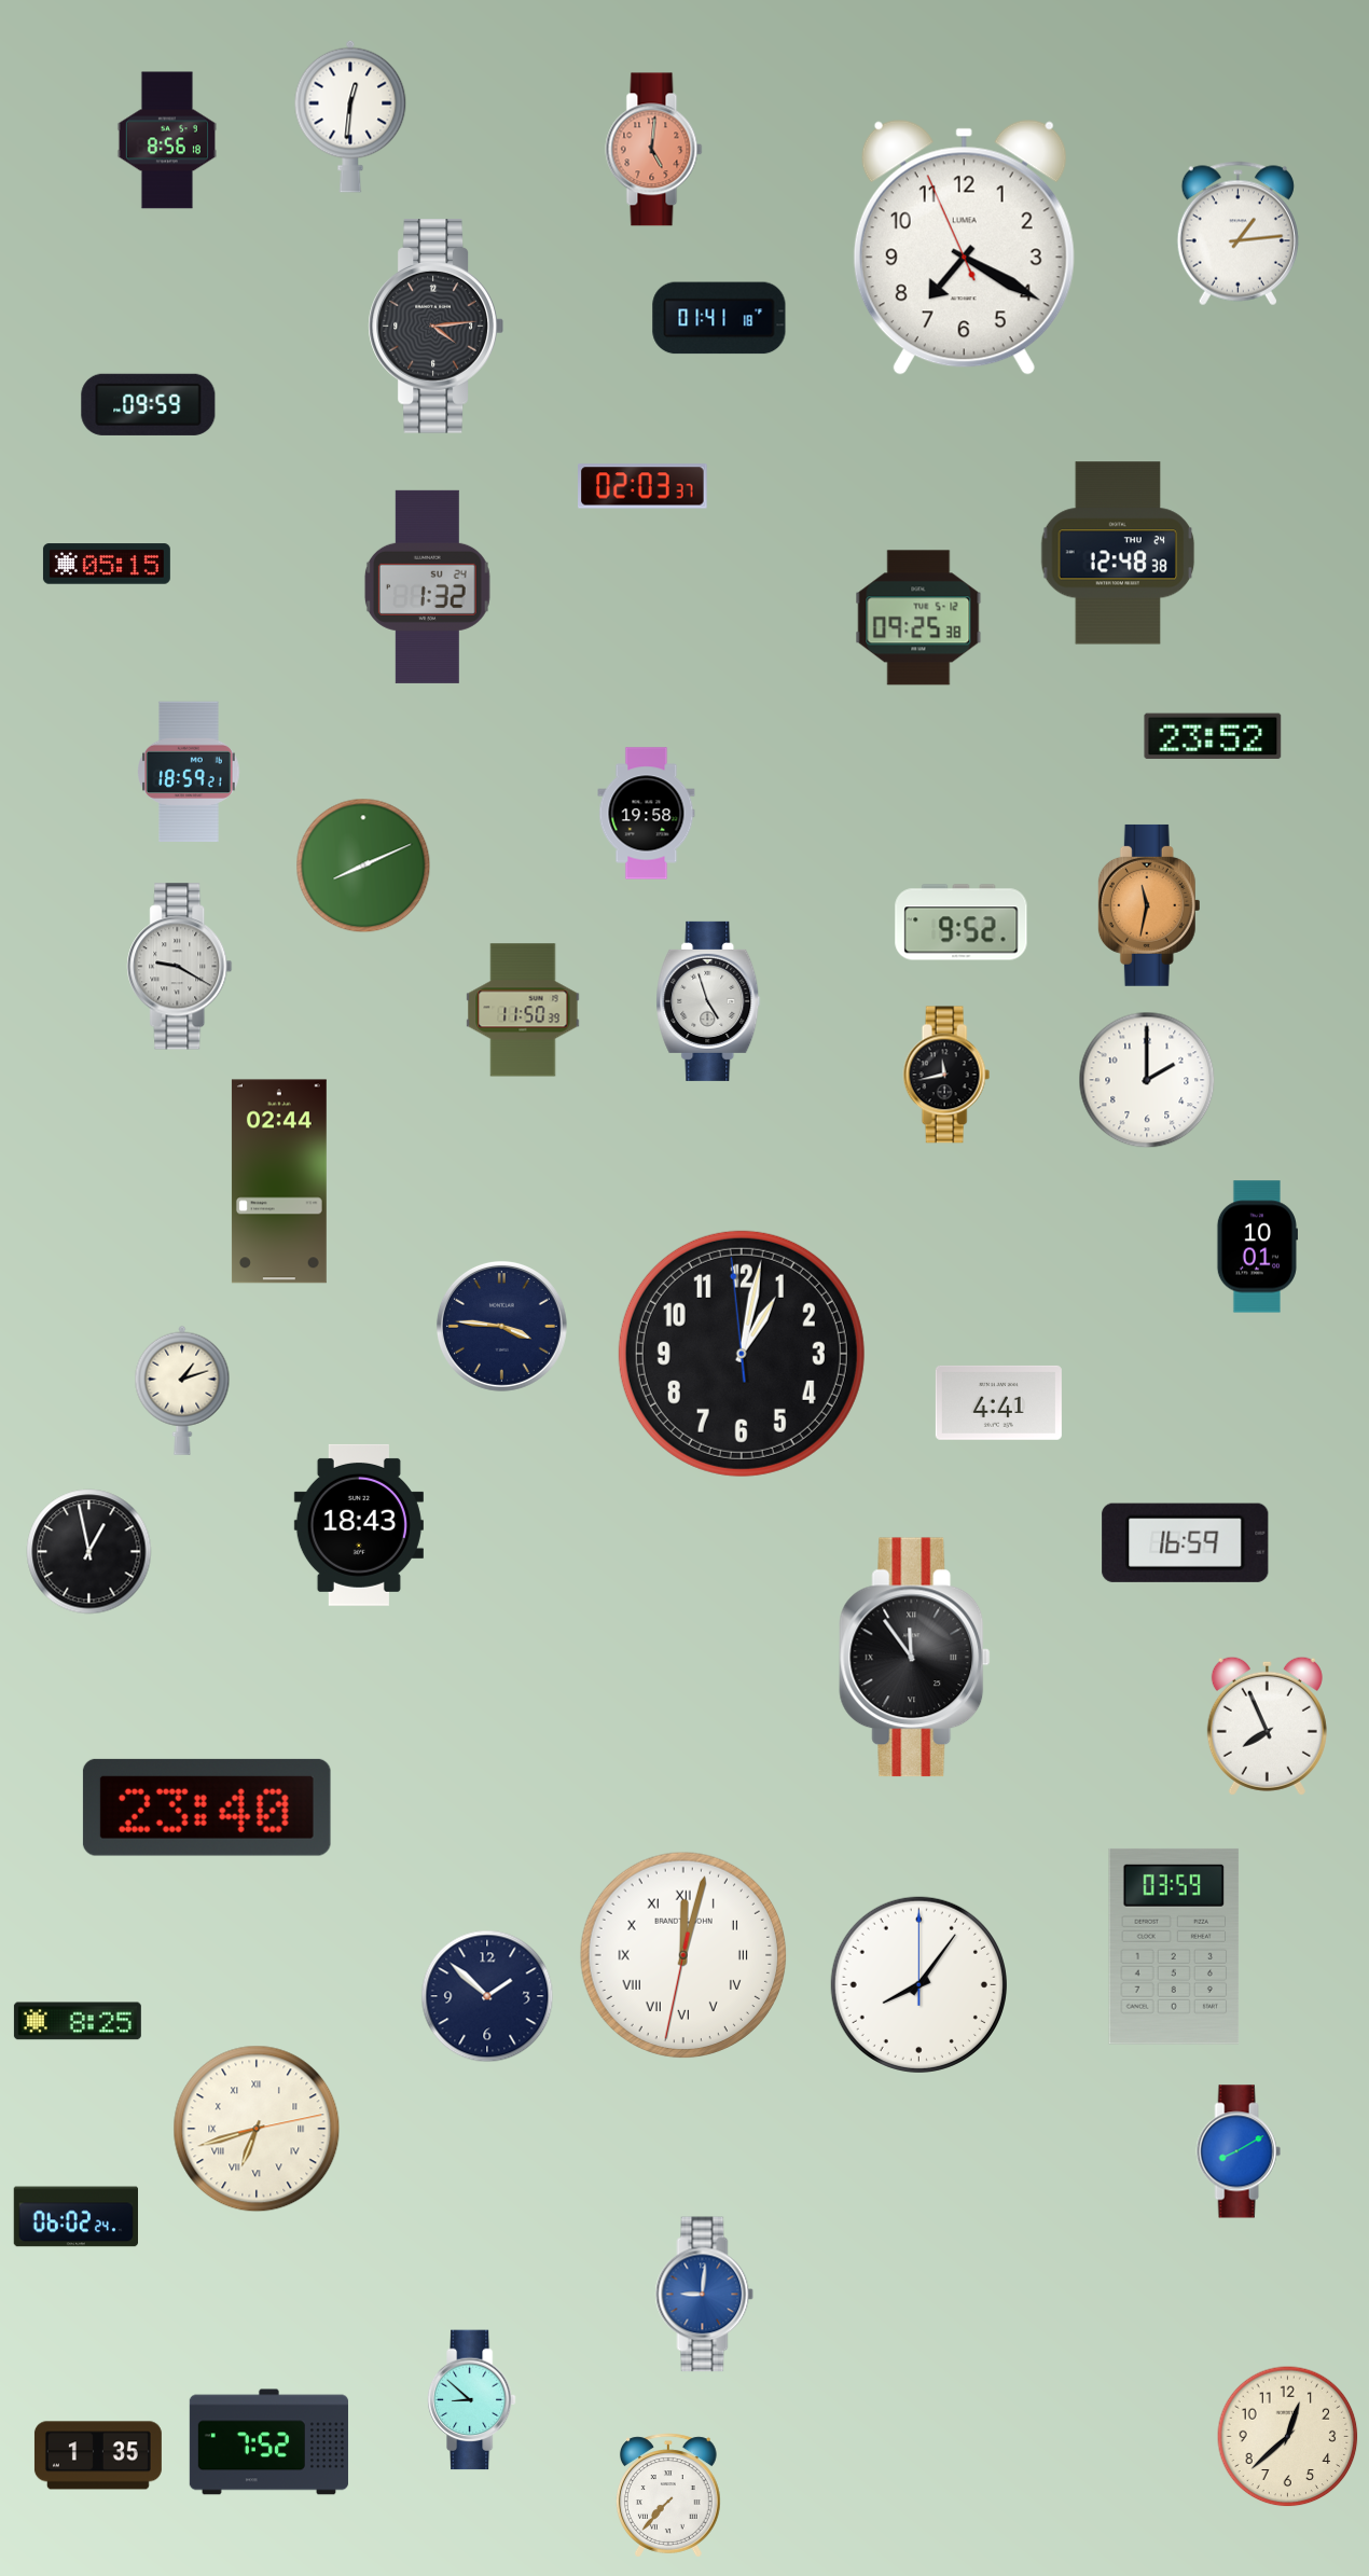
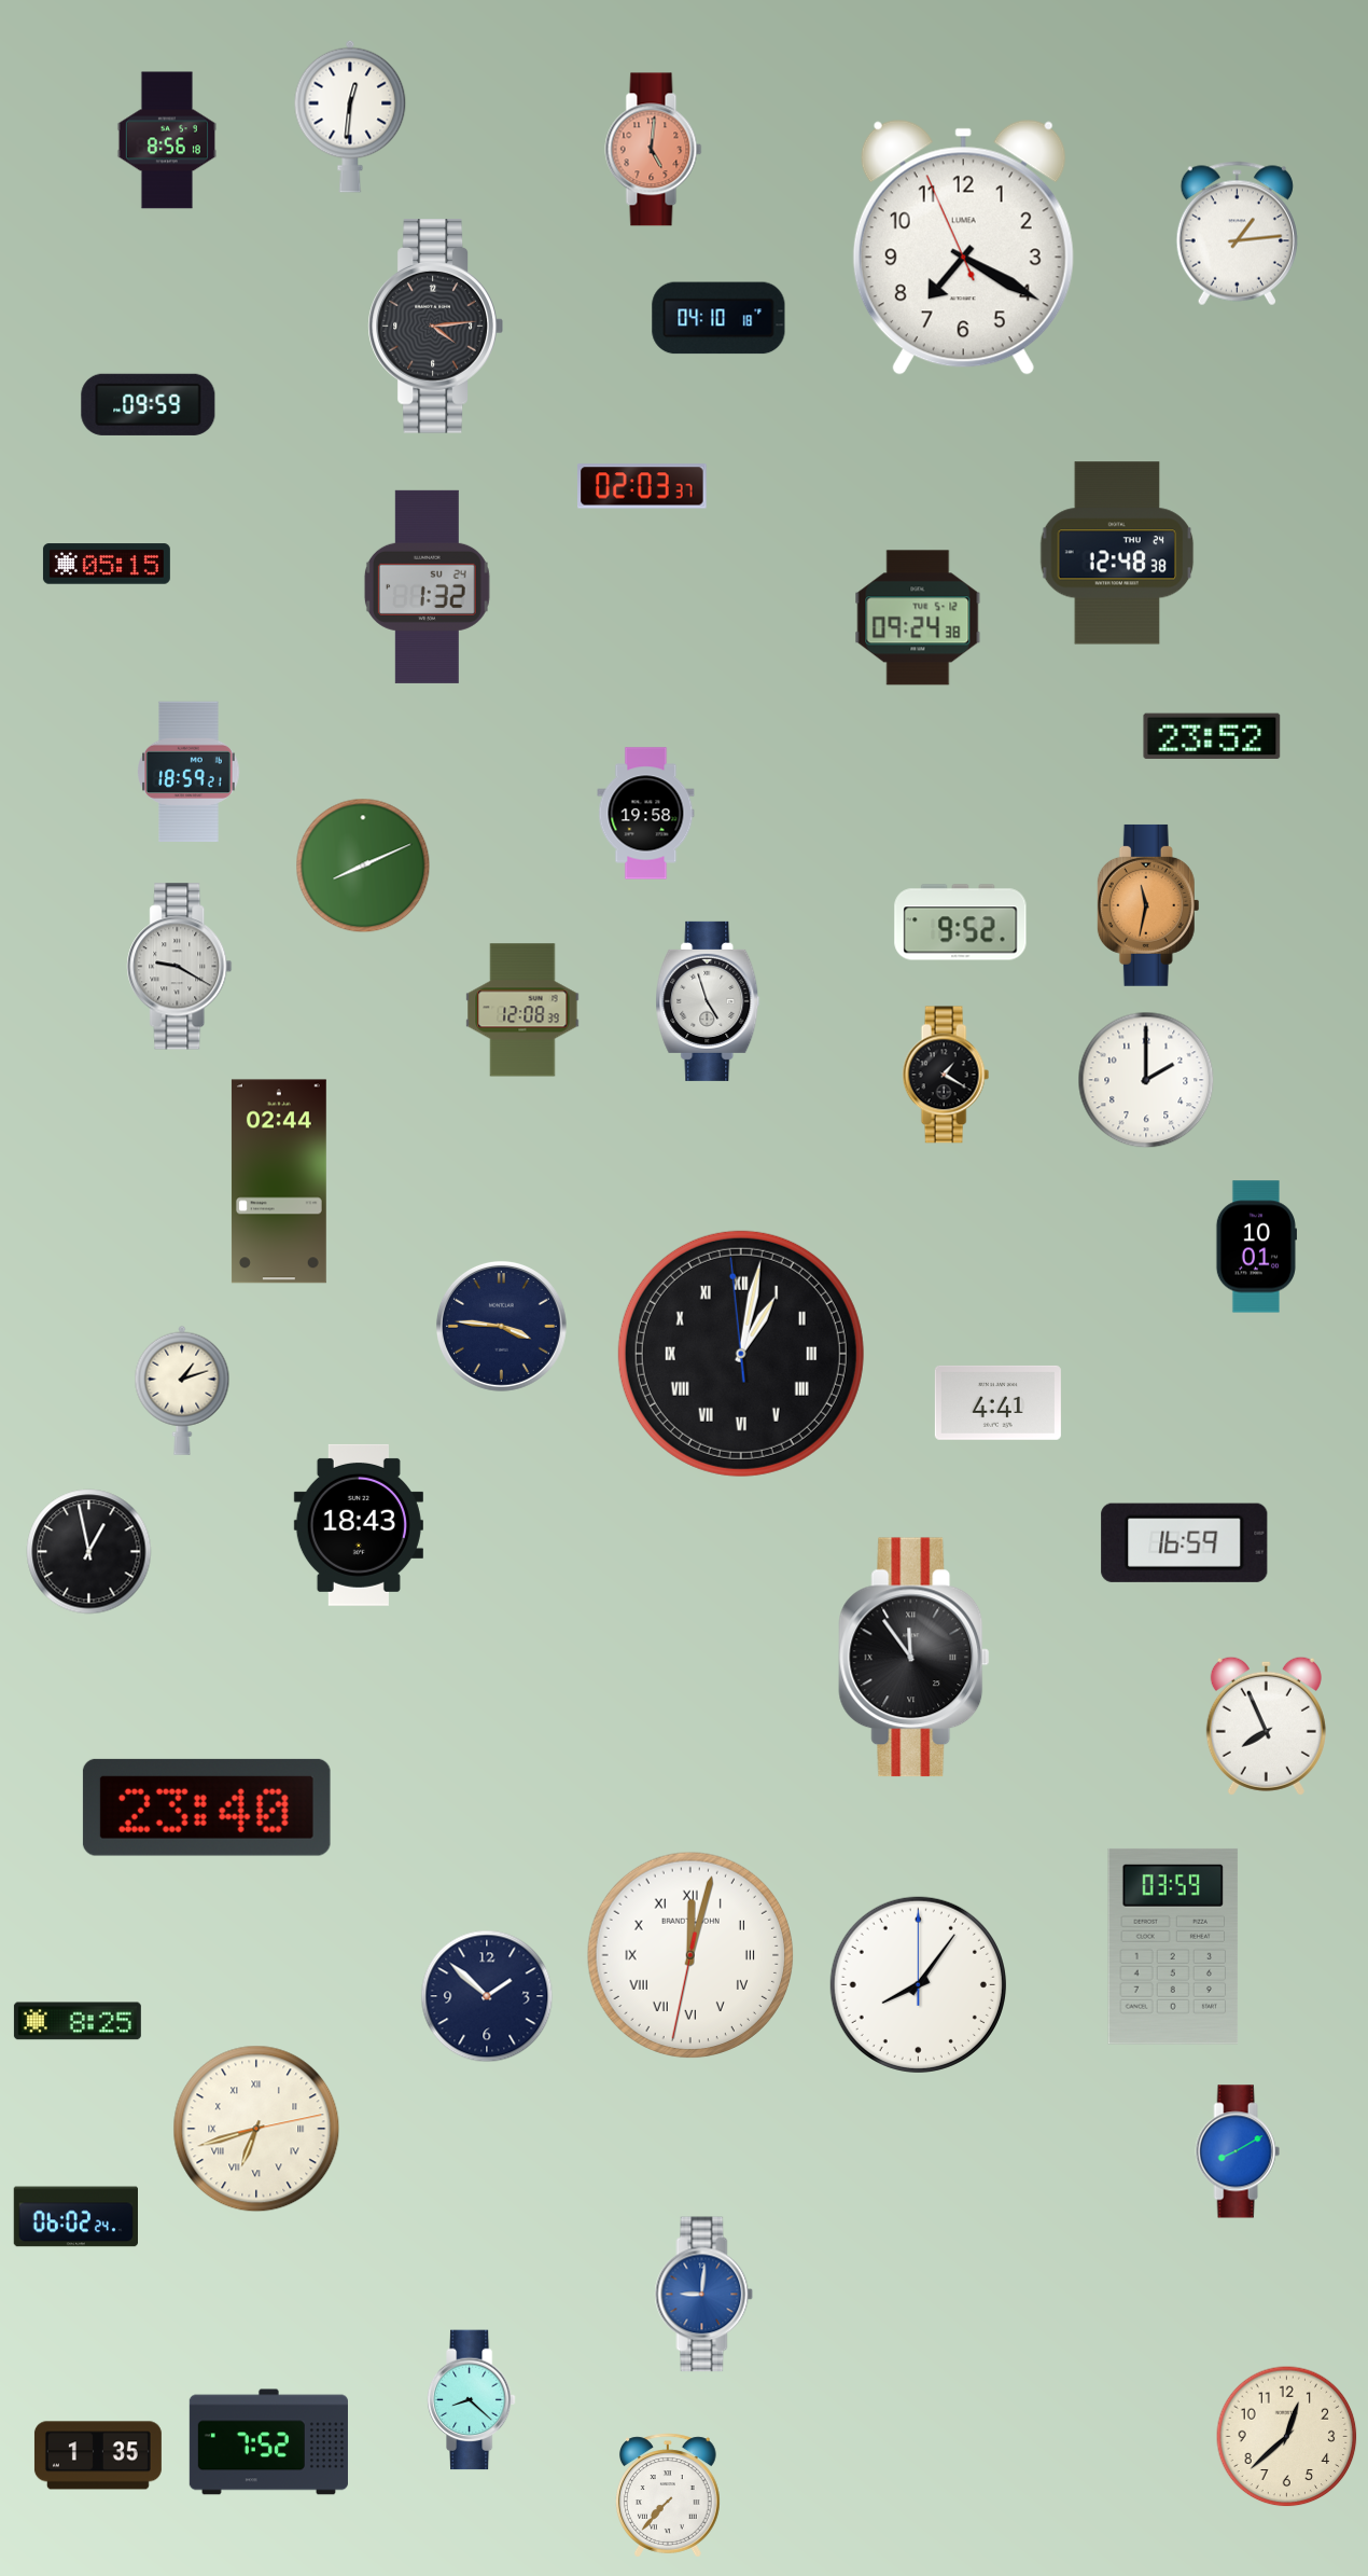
clock at (719, 318): 01:41 -> 04:10
clock at (918, 618): 09:25 -> 09:24
clock at (523, 1010): 11:50 -> 12:08
clock at (946, 1075): 11:43 -> 1:20
clock at (742, 1354) numerals: Arabic -> Roman
clock at (683, 1955) position: (683, 1955) -> (690, 1955)
clock at (471, 2400): 8:52 -> 8:22
